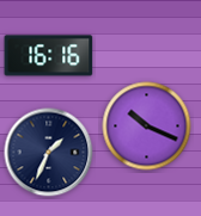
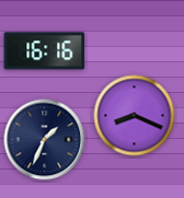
clock at (147, 126): 10:19 -> 8:19
